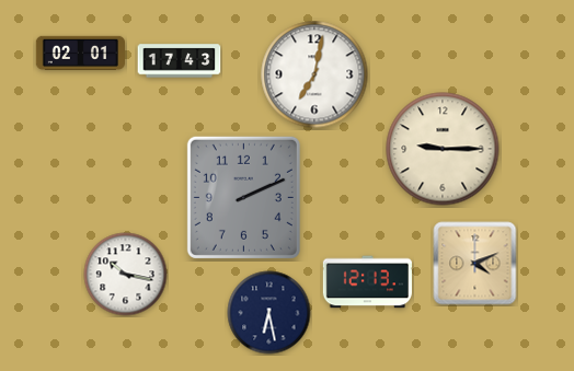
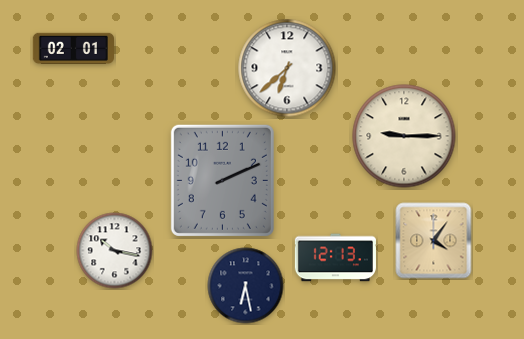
clock at (180, 61): 17:43 -> none
clock at (314, 74): 7:02 -> 6:38
clock at (475, 264): 4:11 -> 4:06
